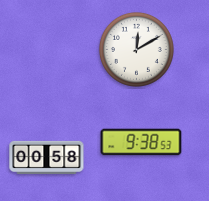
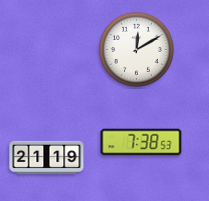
clock at (141, 142): 9:38 -> 7:38
clock at (47, 157): 00:58 -> 21:19
